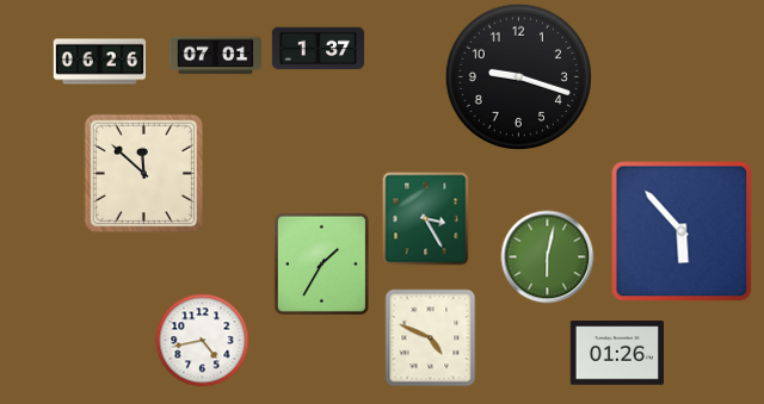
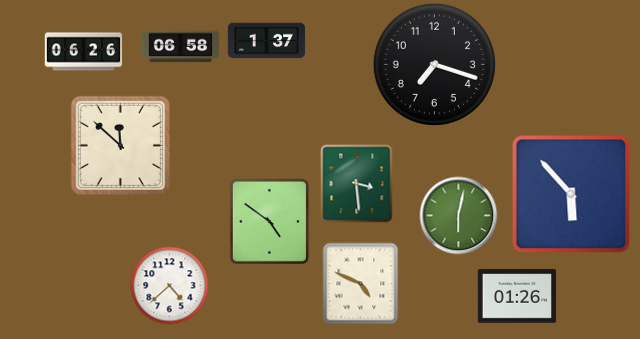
clock at (215, 56): 07:01 -> 06:58
clock at (518, 76): 9:18 -> 7:18
clock at (426, 218): 3:25 -> 3:29
clock at (321, 263): 1:35 -> 4:51
clock at (202, 340): 4:43 -> 4:38
